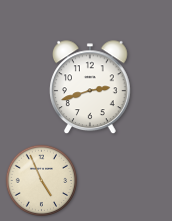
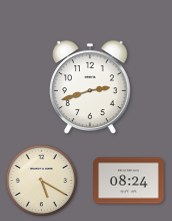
clock at (42, 181): 4:56 -> 5:20
clock at (129, 181): none -> 08:24
